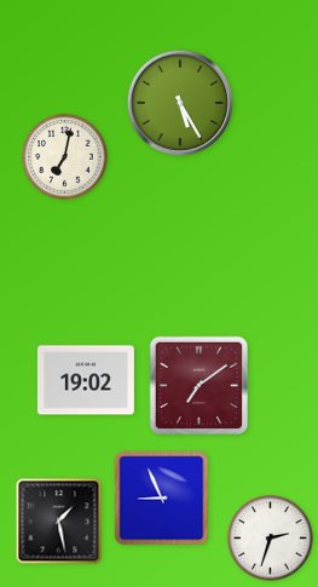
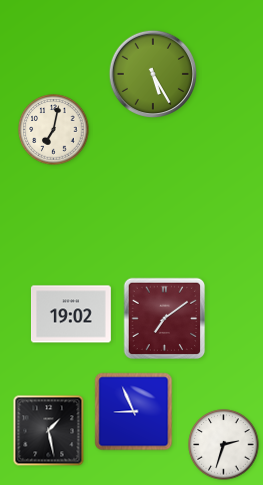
clock at (180, 103) position: (180, 103) -> (153, 74)
